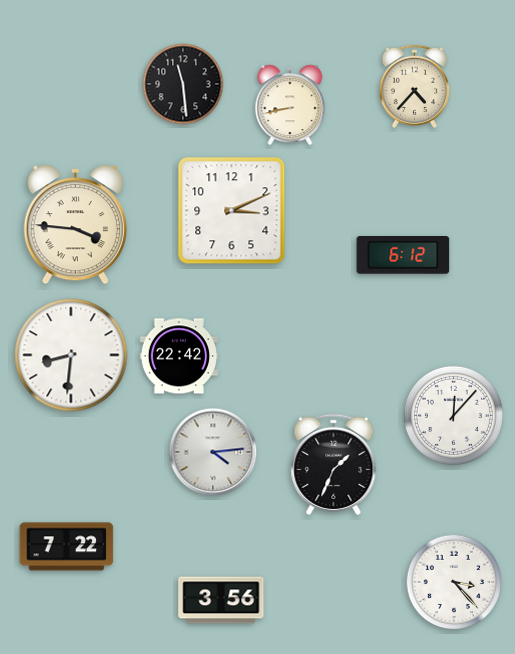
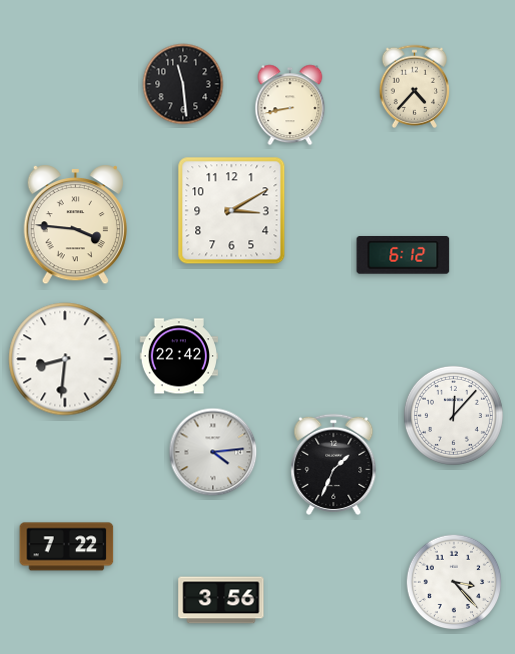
clock at (232, 211): 3:11 -> 3:10
clock at (71, 355) position: (71, 355) -> (65, 359)
